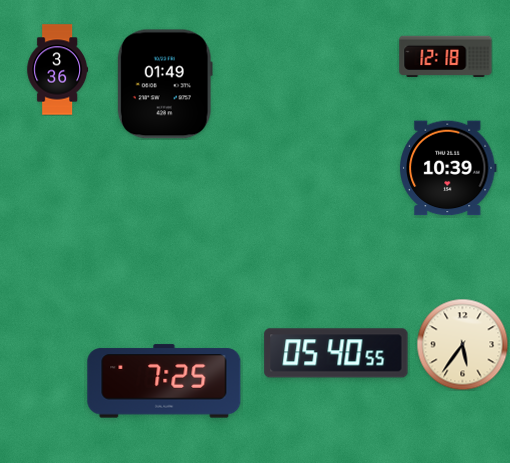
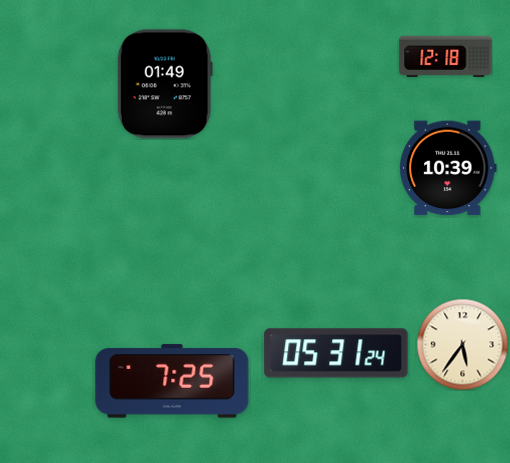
clock at (58, 70): 3:36 -> none
clock at (336, 353): 05:40 -> 05:31
clock at (164, 381) position: (164, 381) -> (172, 381)
